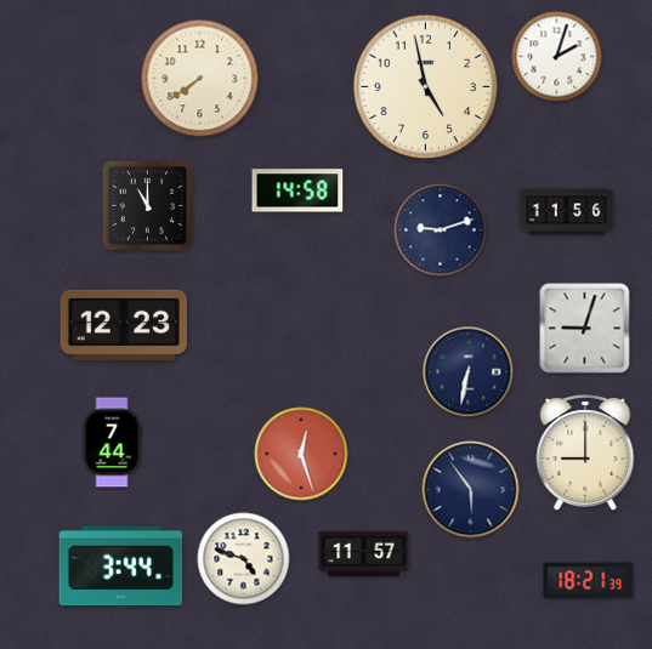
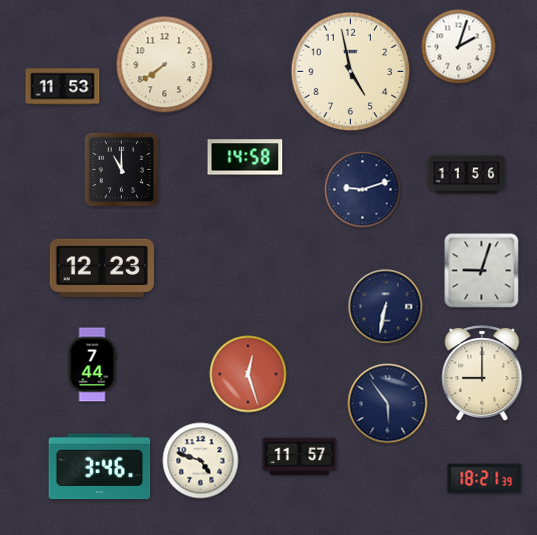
clock at (63, 87): none -> 11:53
clock at (121, 567): 3:44 -> 3:46
